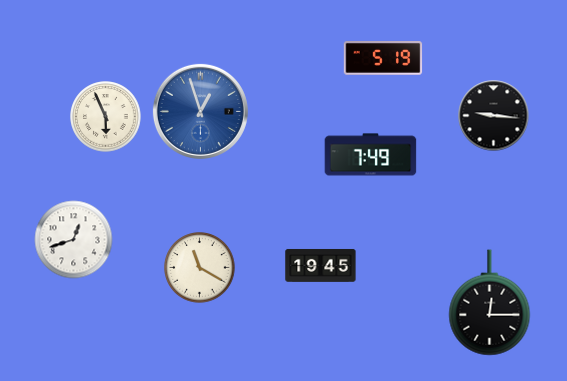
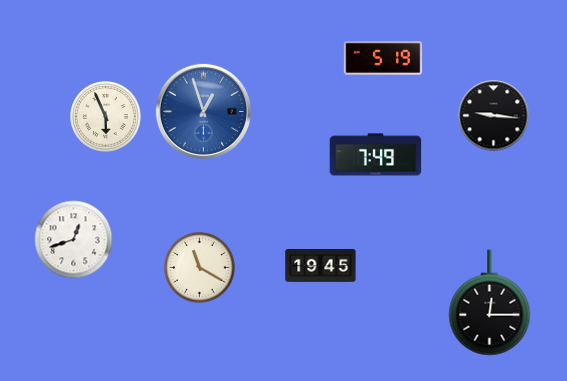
clock at (200, 111) position: (200, 111) -> (203, 111)
clock at (371, 155) position: (371, 155) -> (376, 155)
